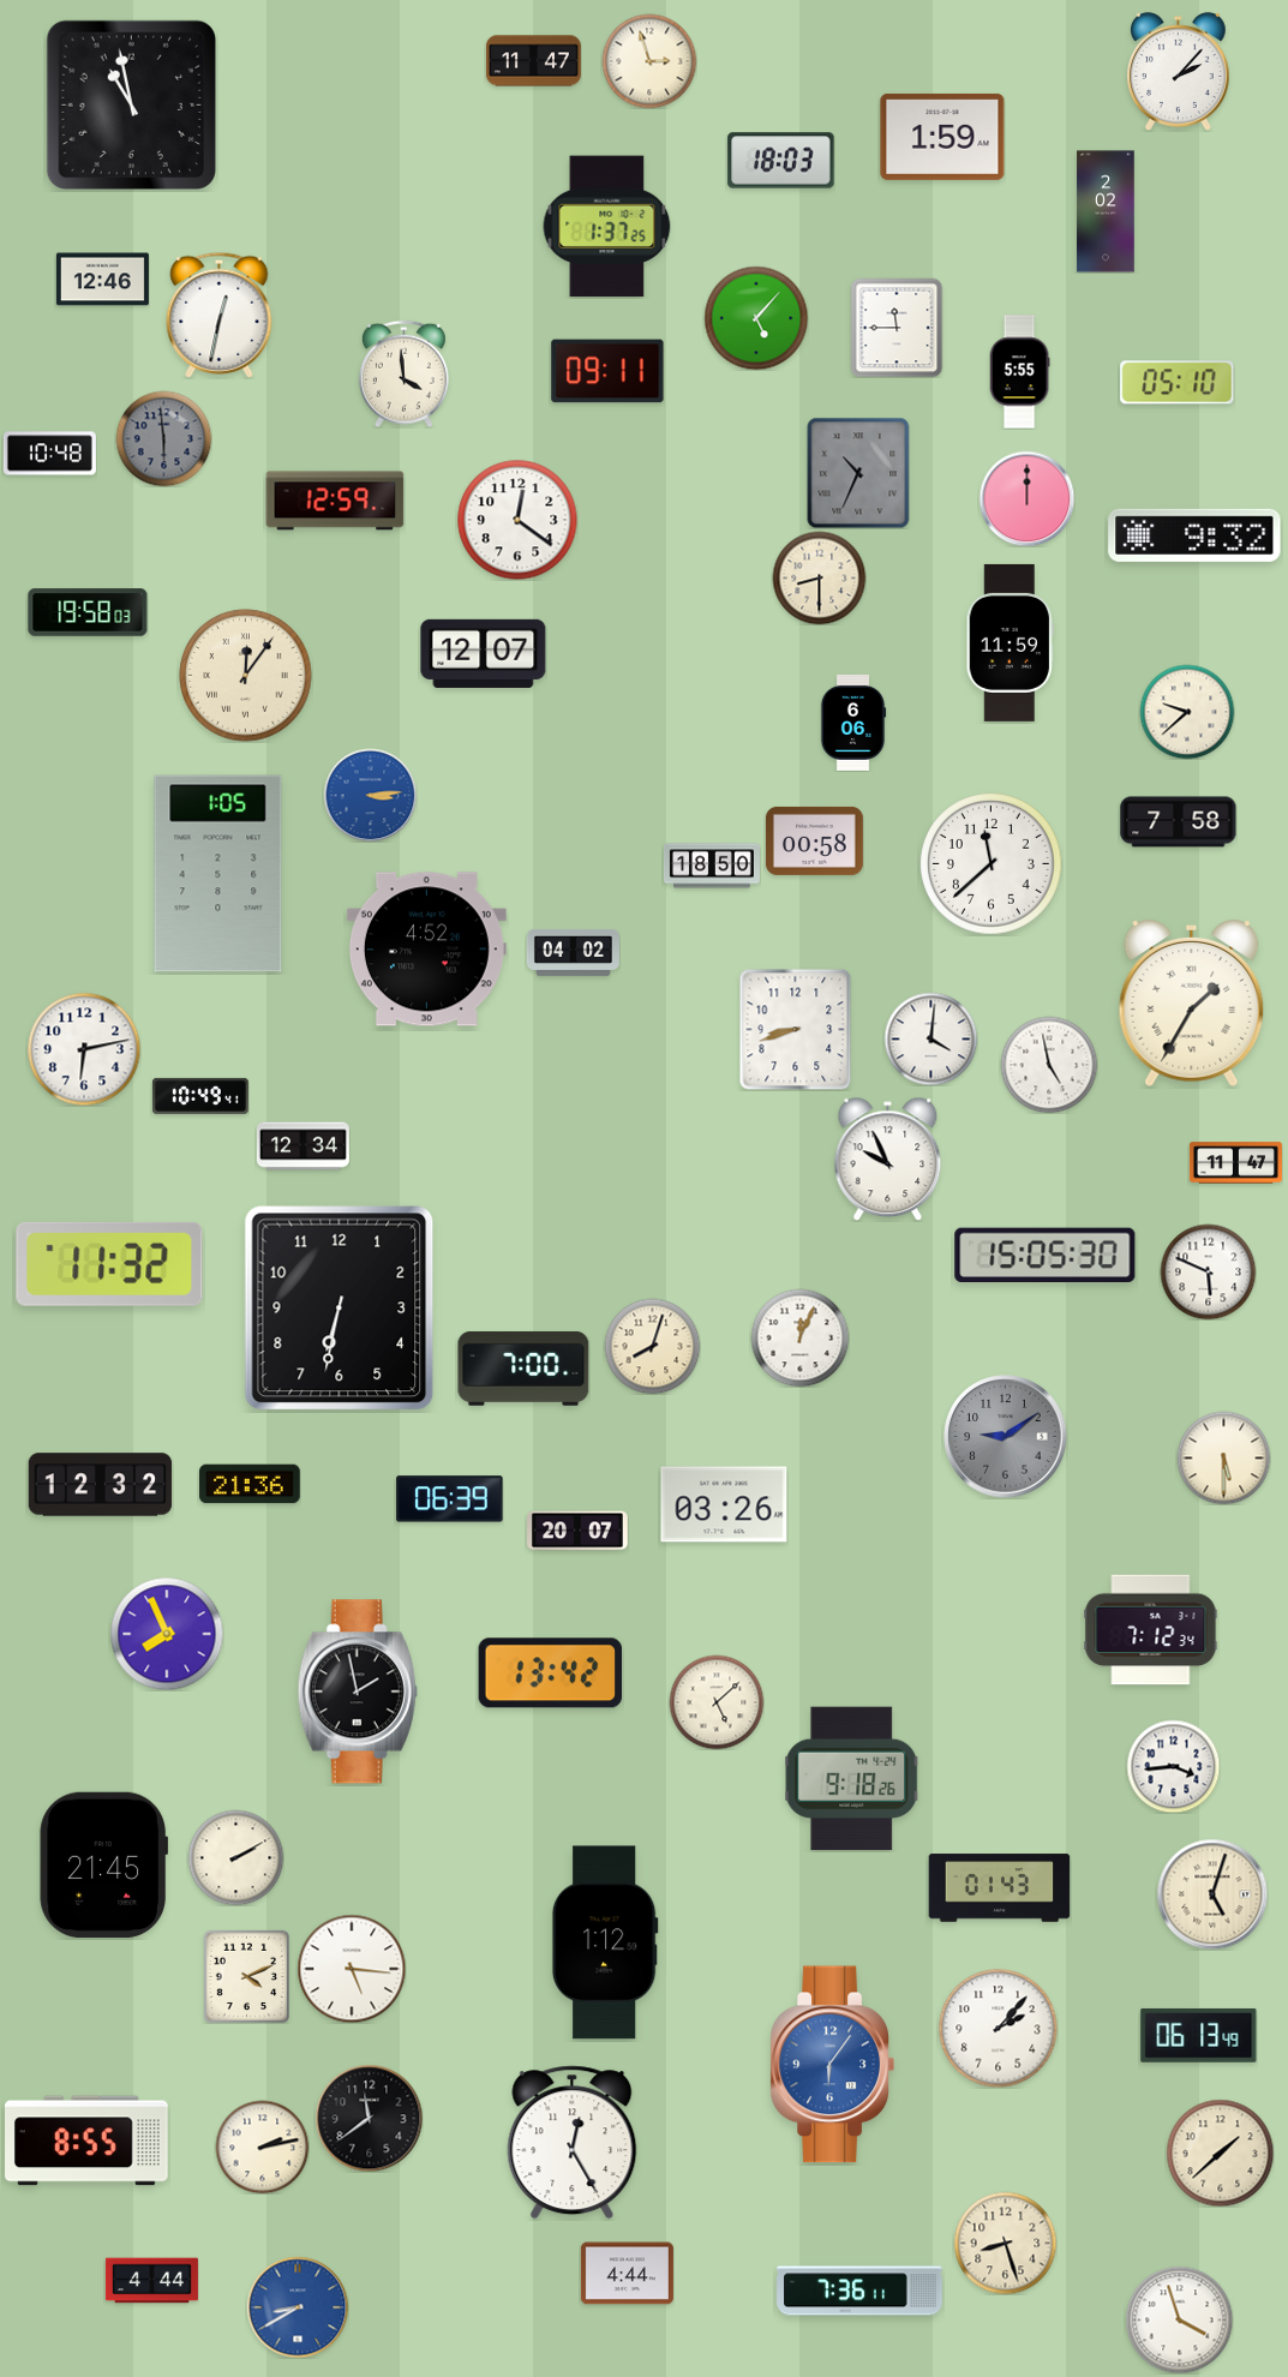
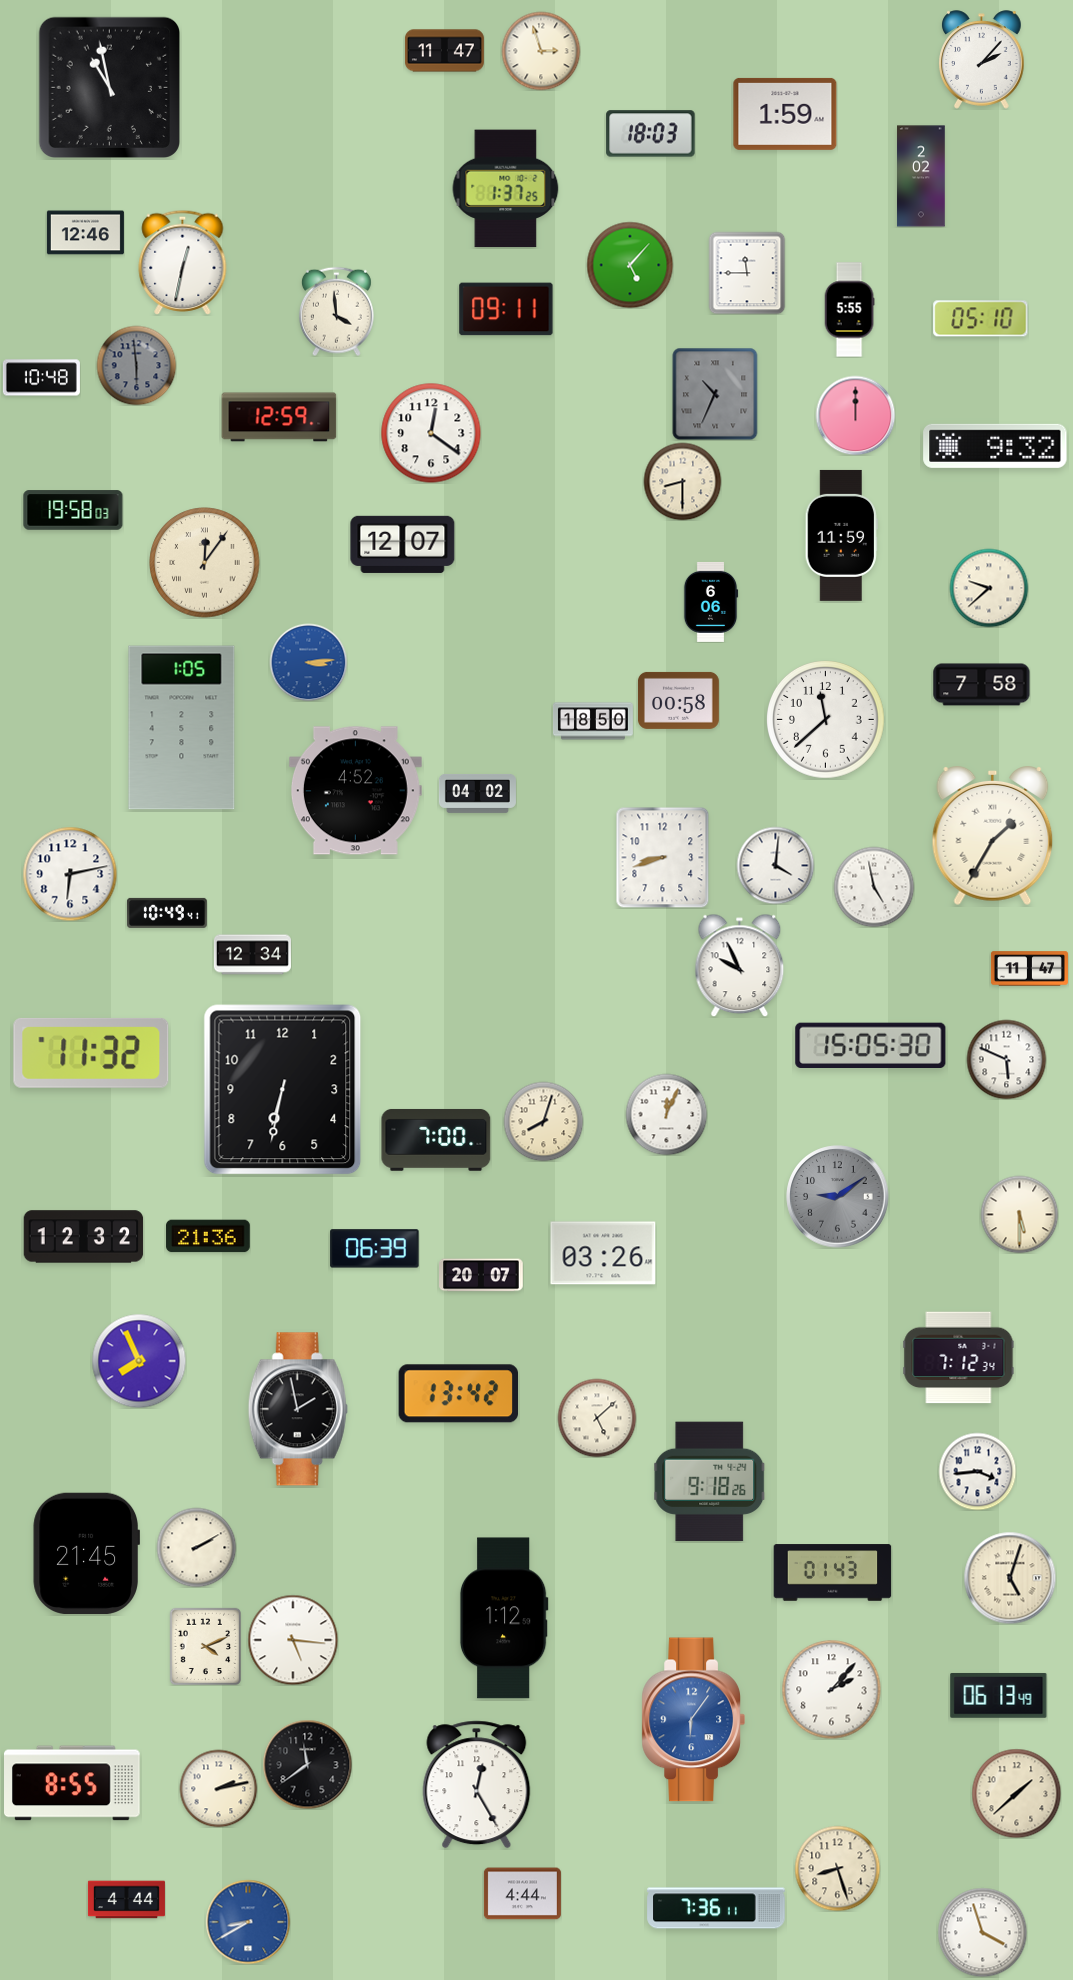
clock at (1187, 712) position: (1187, 712) -> (989, 588)
